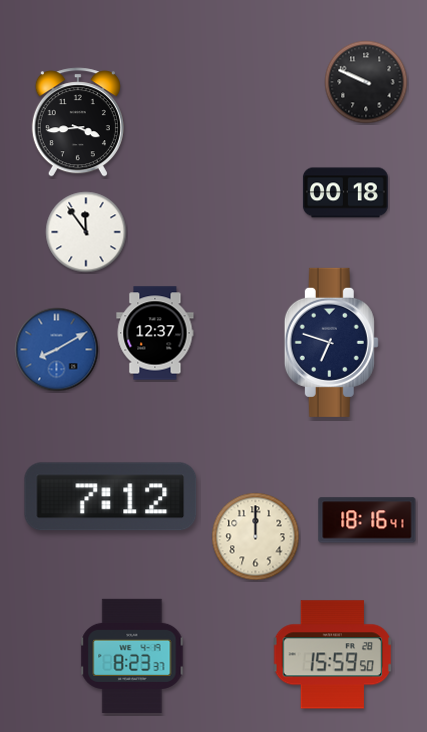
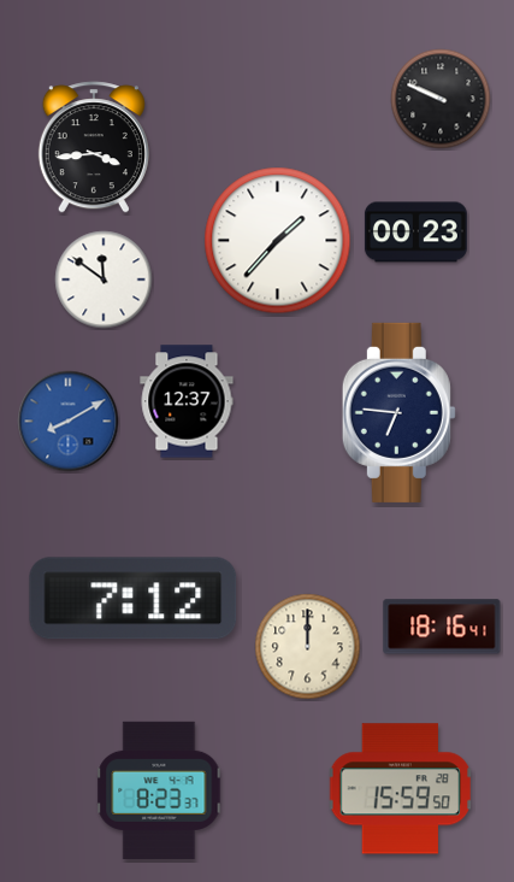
clock at (345, 193): 00:18 -> 00:23
clock at (278, 241): none -> 1:37
clock at (86, 232): 11:54 -> 11:51
clock at (331, 342): 6:48 -> 6:46
